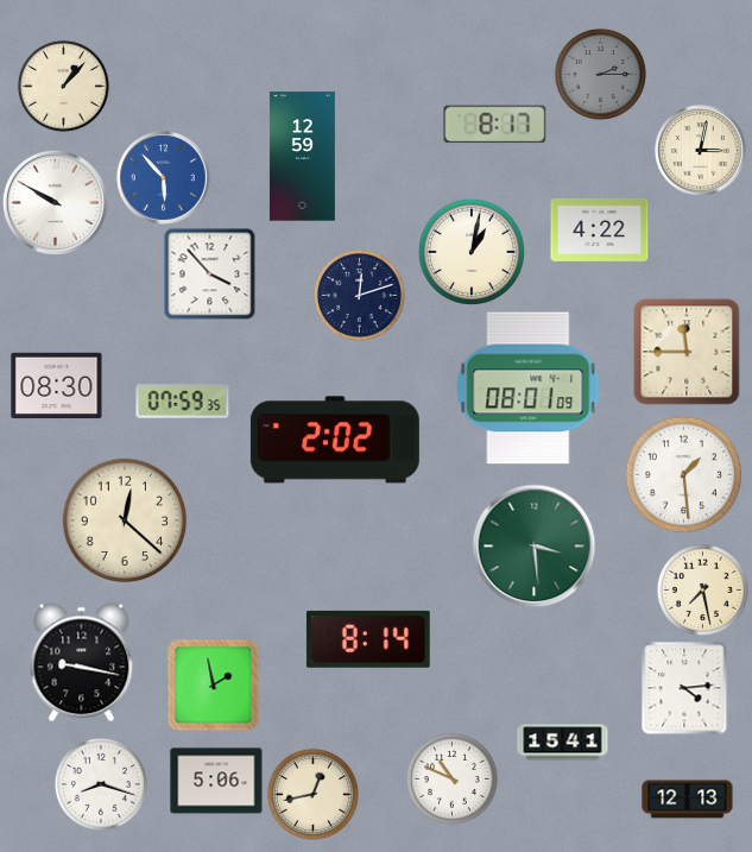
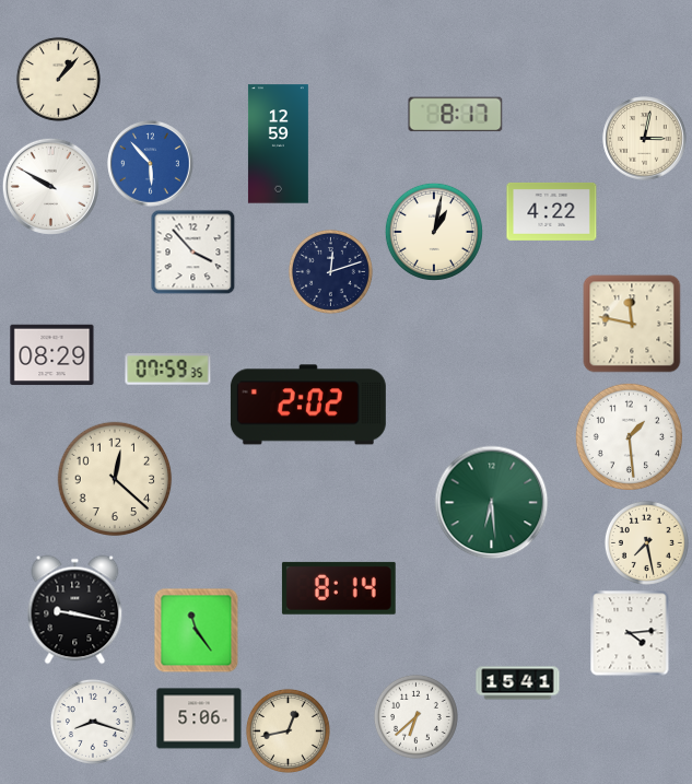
clock at (600, 74): 2:15 -> none
clock at (687, 352): 11:45 -> 11:47
clock at (57, 386): 08:30 -> 08:29
clock at (529, 389): 08:01 -> none
clock at (535, 547): 3:29 -> 6:29
clock at (213, 684): 1:58 -> 11:24
clock at (451, 778): 10:49 -> 6:38
clock at (688, 800): 12:13 -> none
